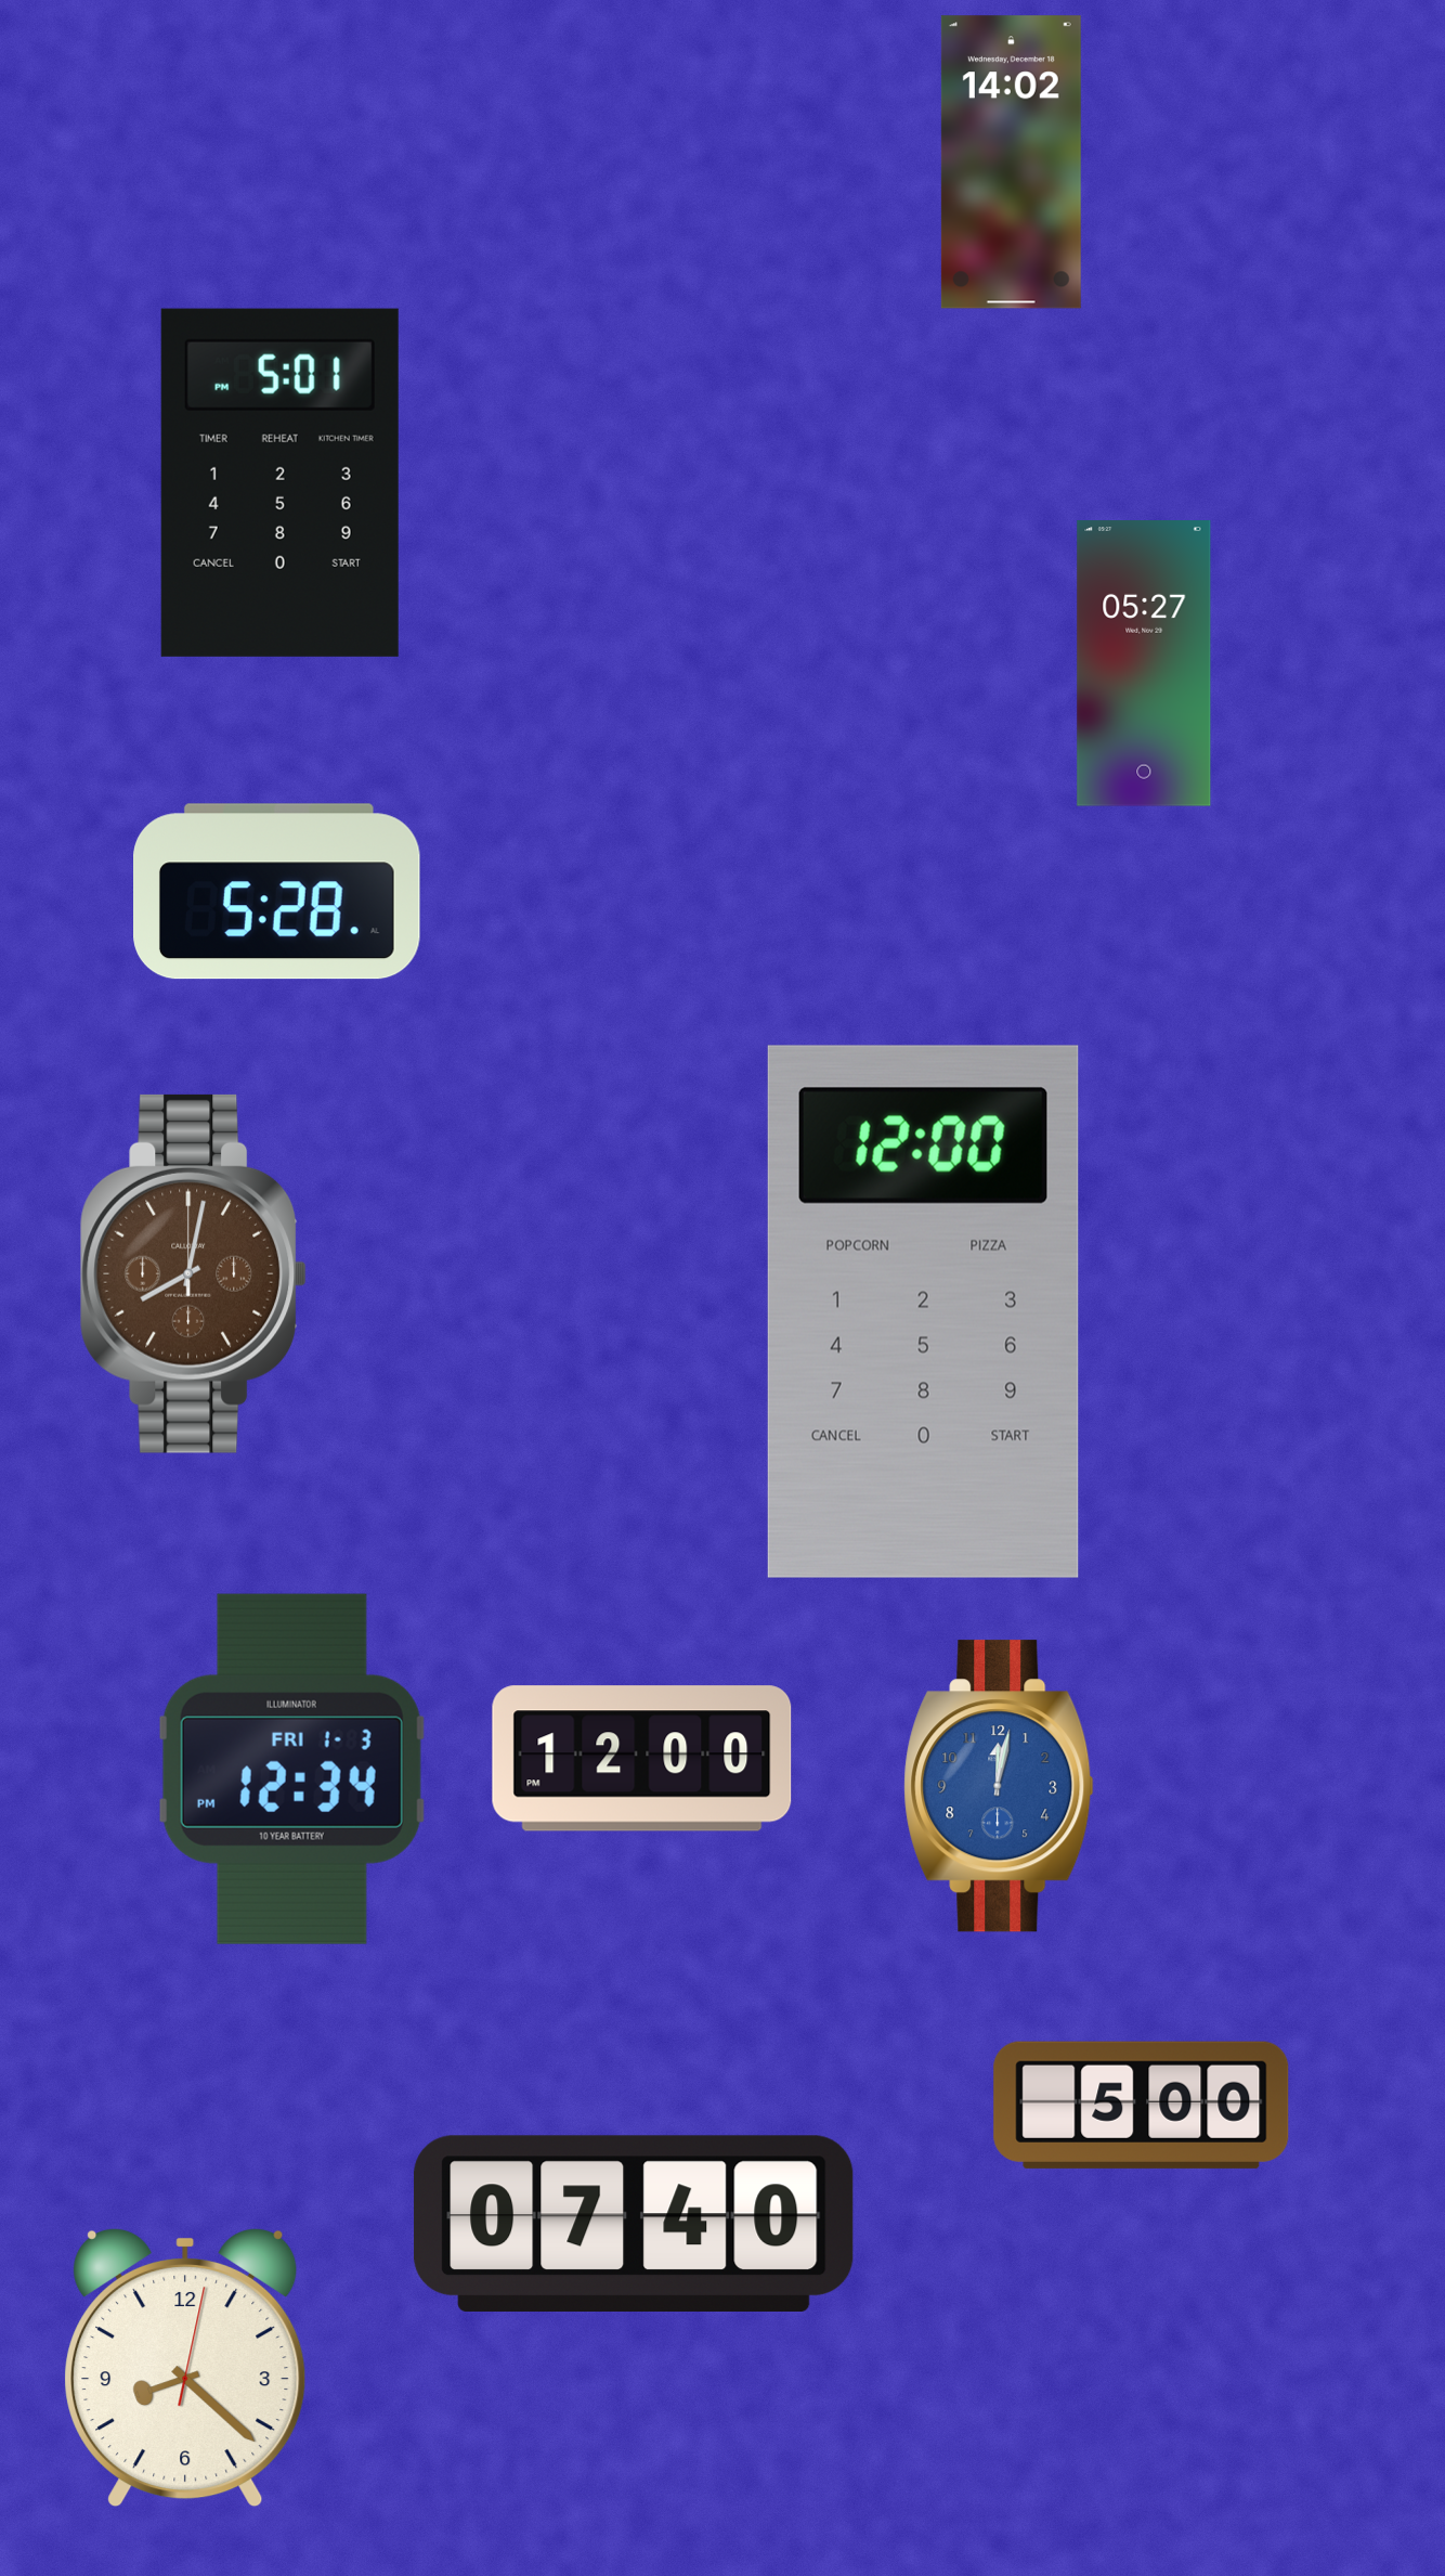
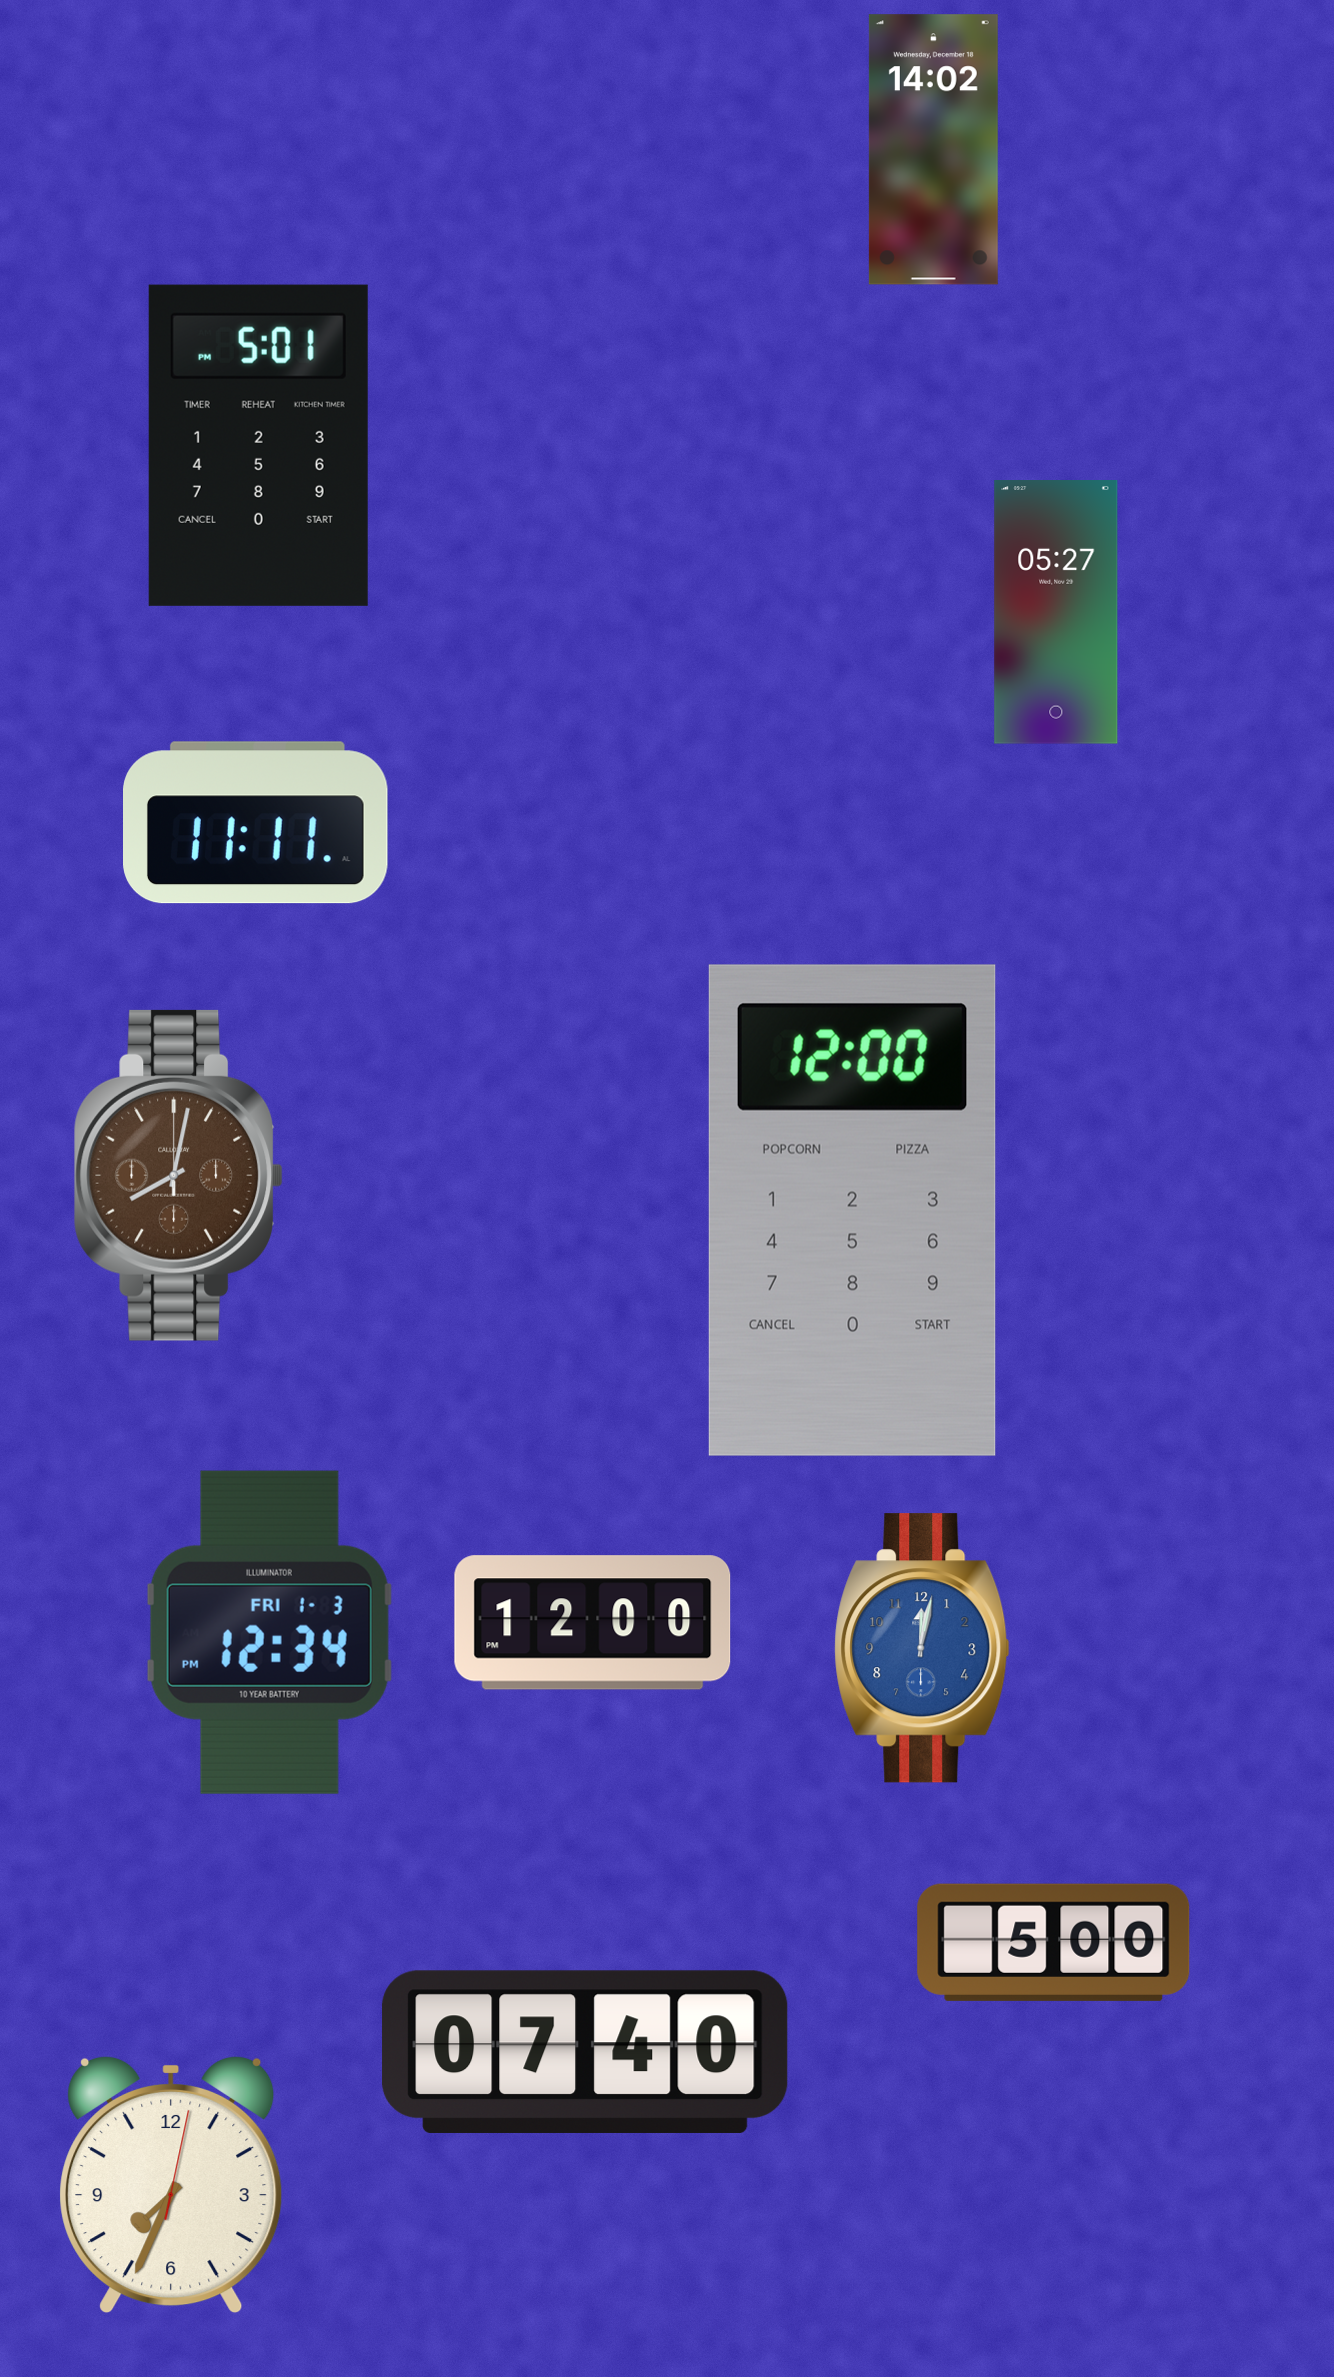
clock at (277, 892): 5:28 -> 11:11
clock at (185, 2368): 8:22 -> 7:34
